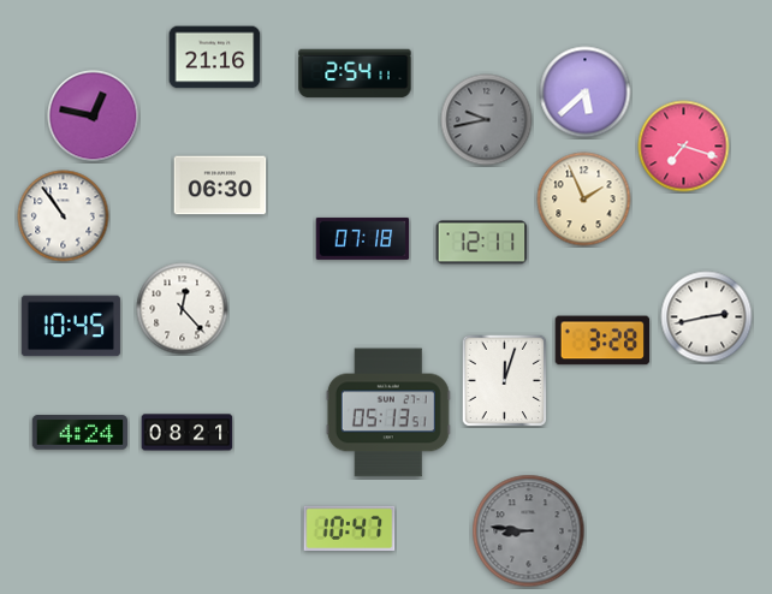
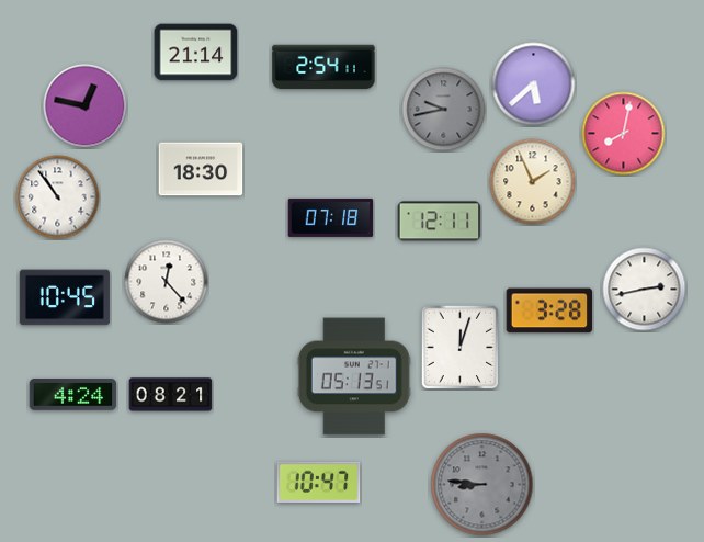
clock at (215, 58): 21:16 -> 21:14
clock at (684, 147): 7:18 -> 8:02
clock at (220, 185): 06:30 -> 18:30
